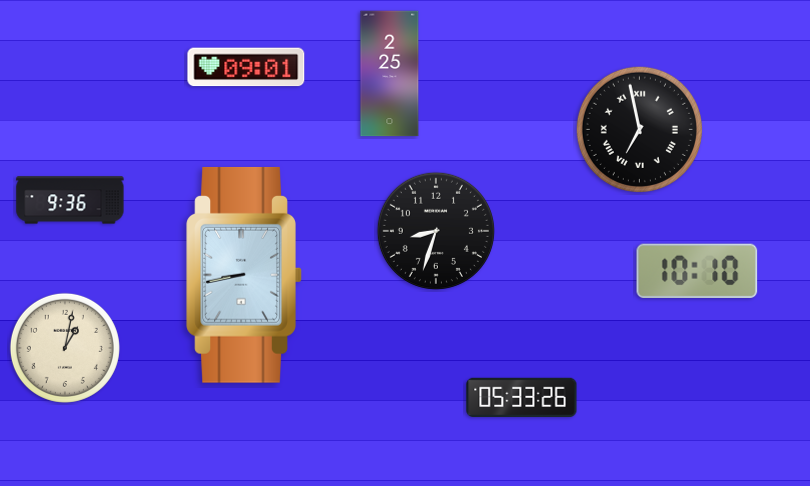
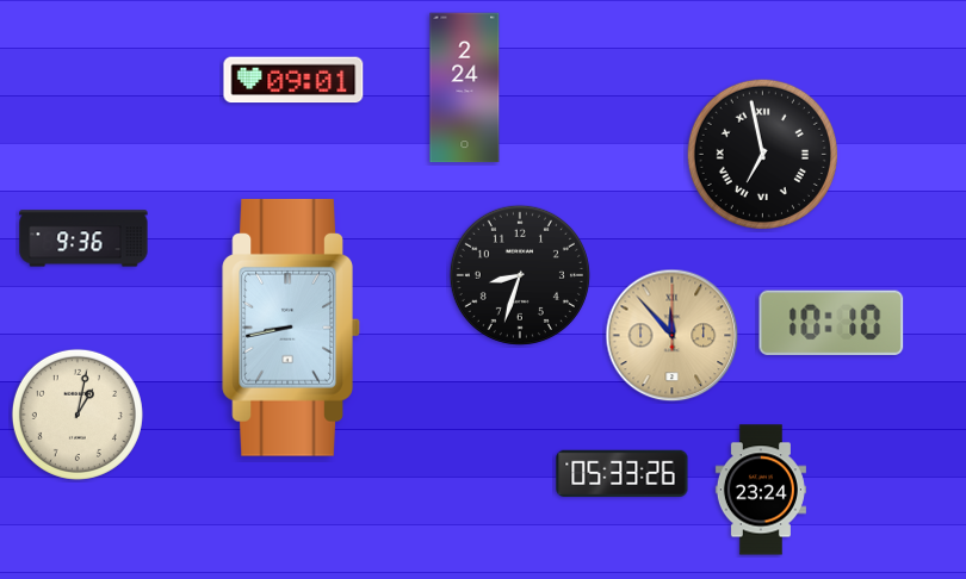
clock at (390, 74): 2:25 -> 2:24
clock at (673, 336): none -> 11:53
clock at (761, 490): none -> 23:24
